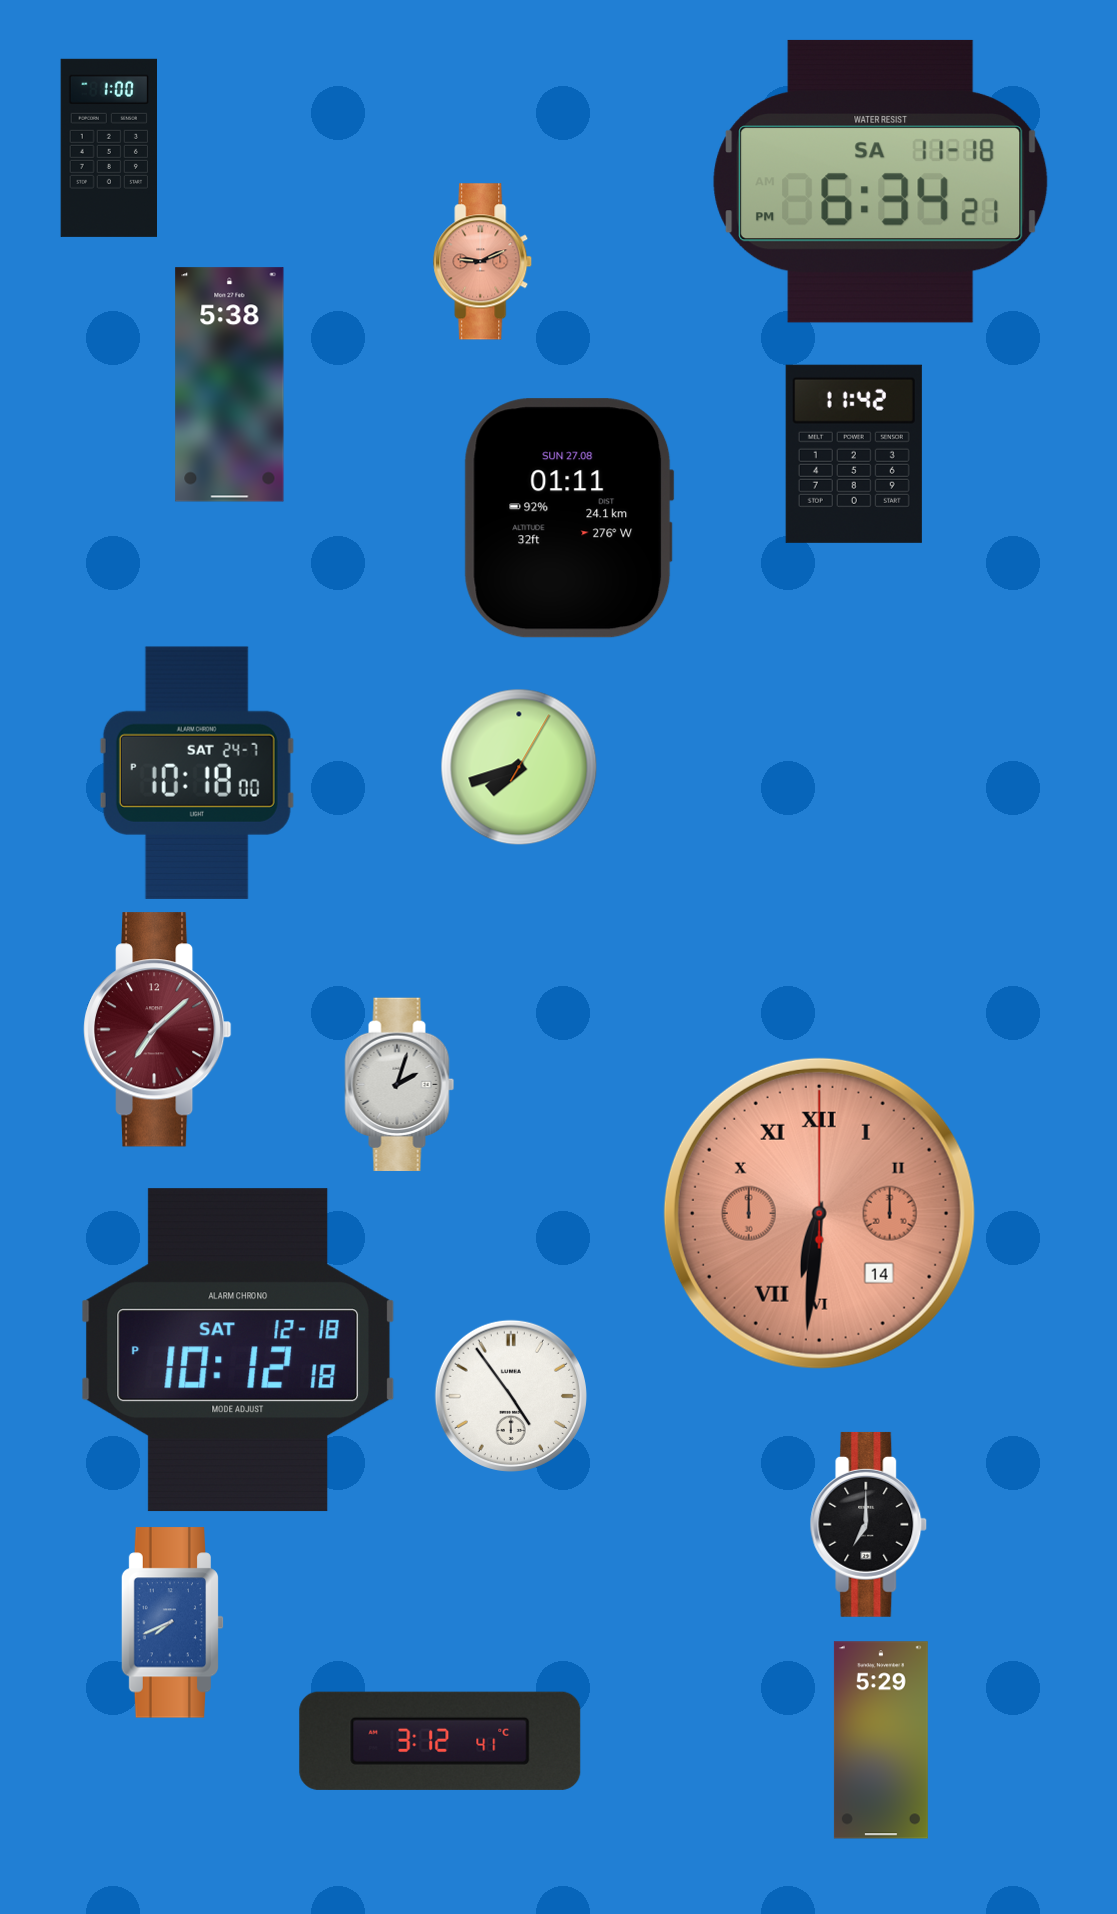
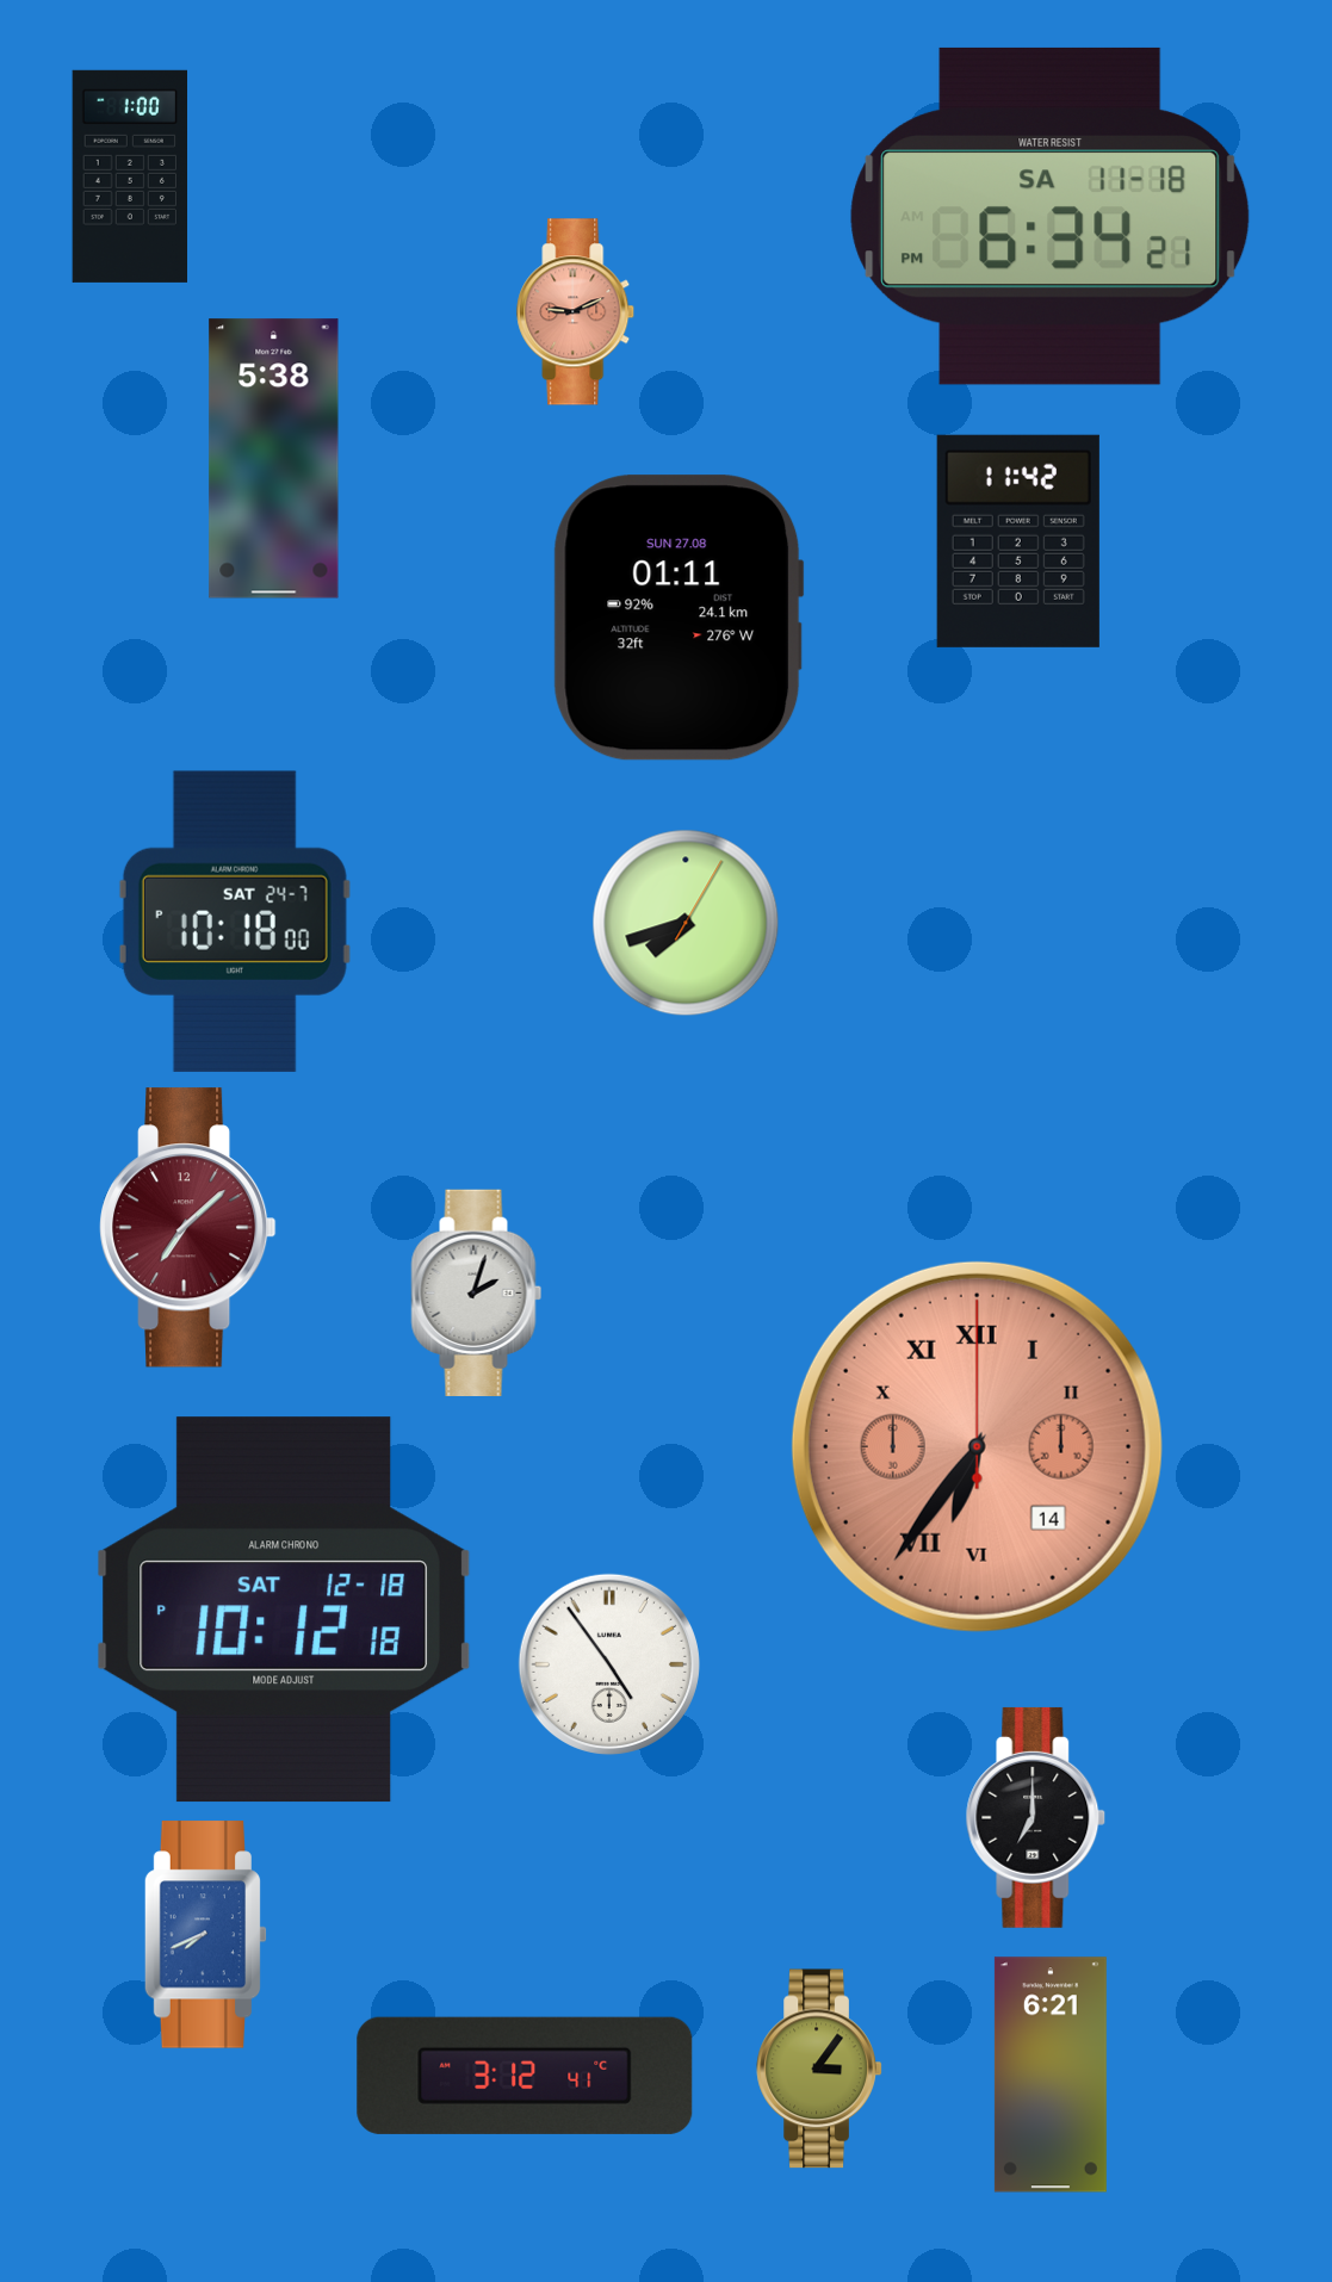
clock at (519, 767) position: (519, 767) -> (686, 923)
clock at (819, 1213): 6:31 -> 6:36
clock at (819, 2069): none -> 3:06
clock at (881, 1740): 5:29 -> 6:21
